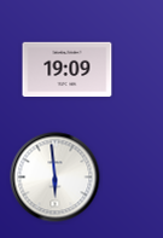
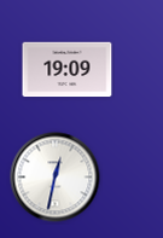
clock at (56, 178): 5:59 -> 12:32
